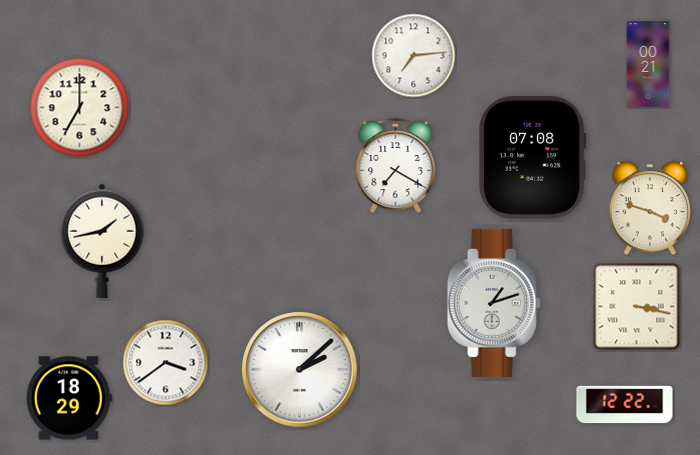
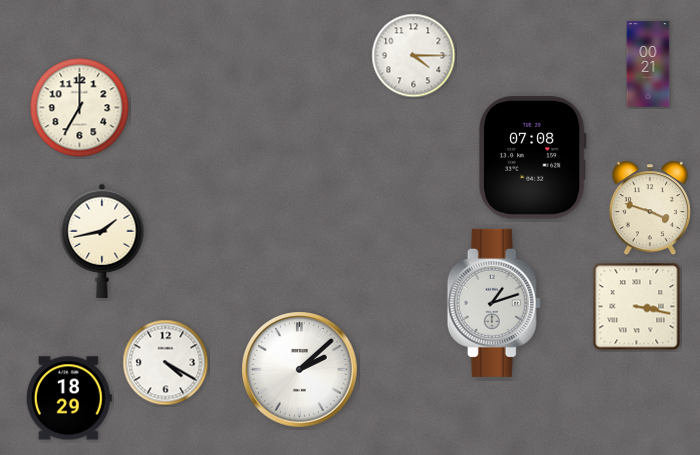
clock at (414, 56): 7:14 -> 4:15
clock at (396, 166): 7:20 -> none
clock at (166, 363): 3:39 -> 4:20
clock at (625, 405): 12:22 -> none
